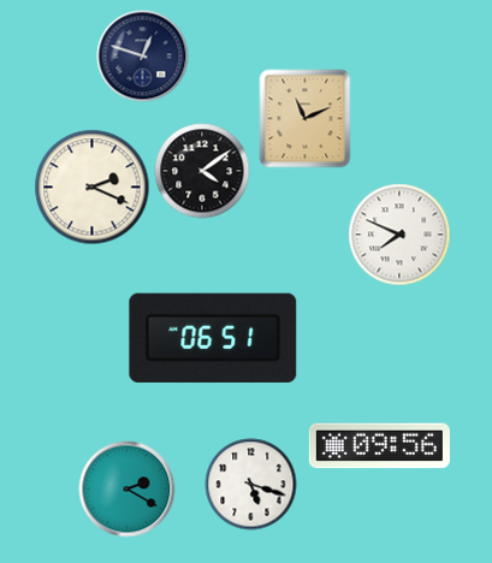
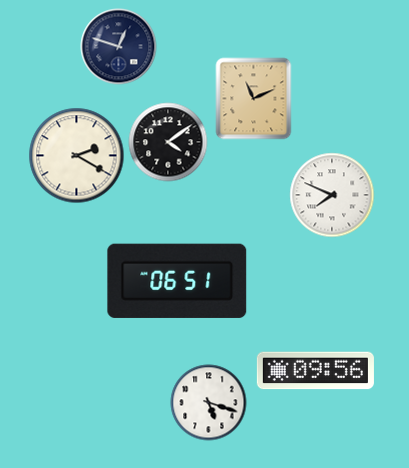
clock at (93, 188): 2:19 -> 2:20
clock at (128, 490): 2:20 -> none
